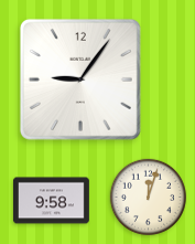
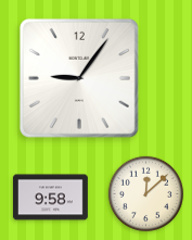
clock at (149, 198): 12:03 -> 12:08
